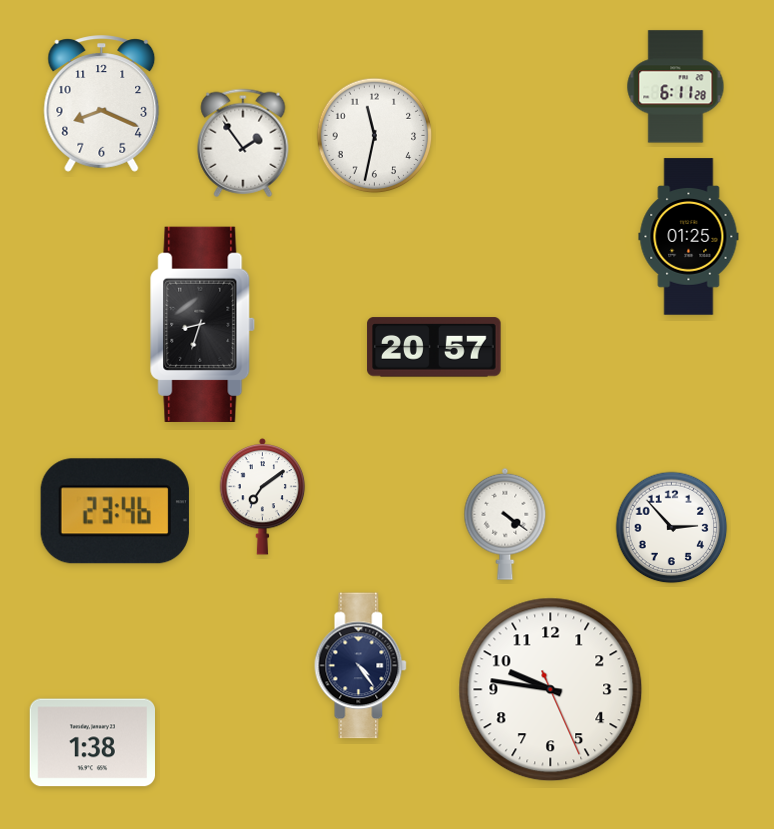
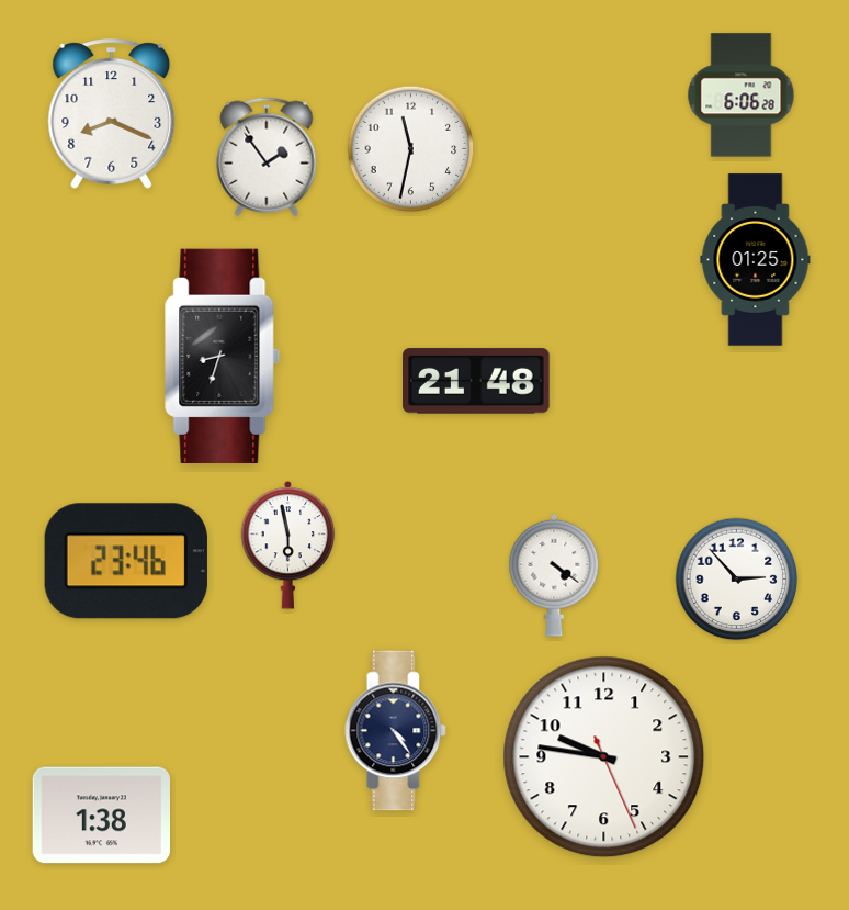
clock at (676, 87): 6:11 -> 6:06
clock at (434, 347): 20:57 -> 21:48
clock at (263, 496): 7:09 -> 5:58
